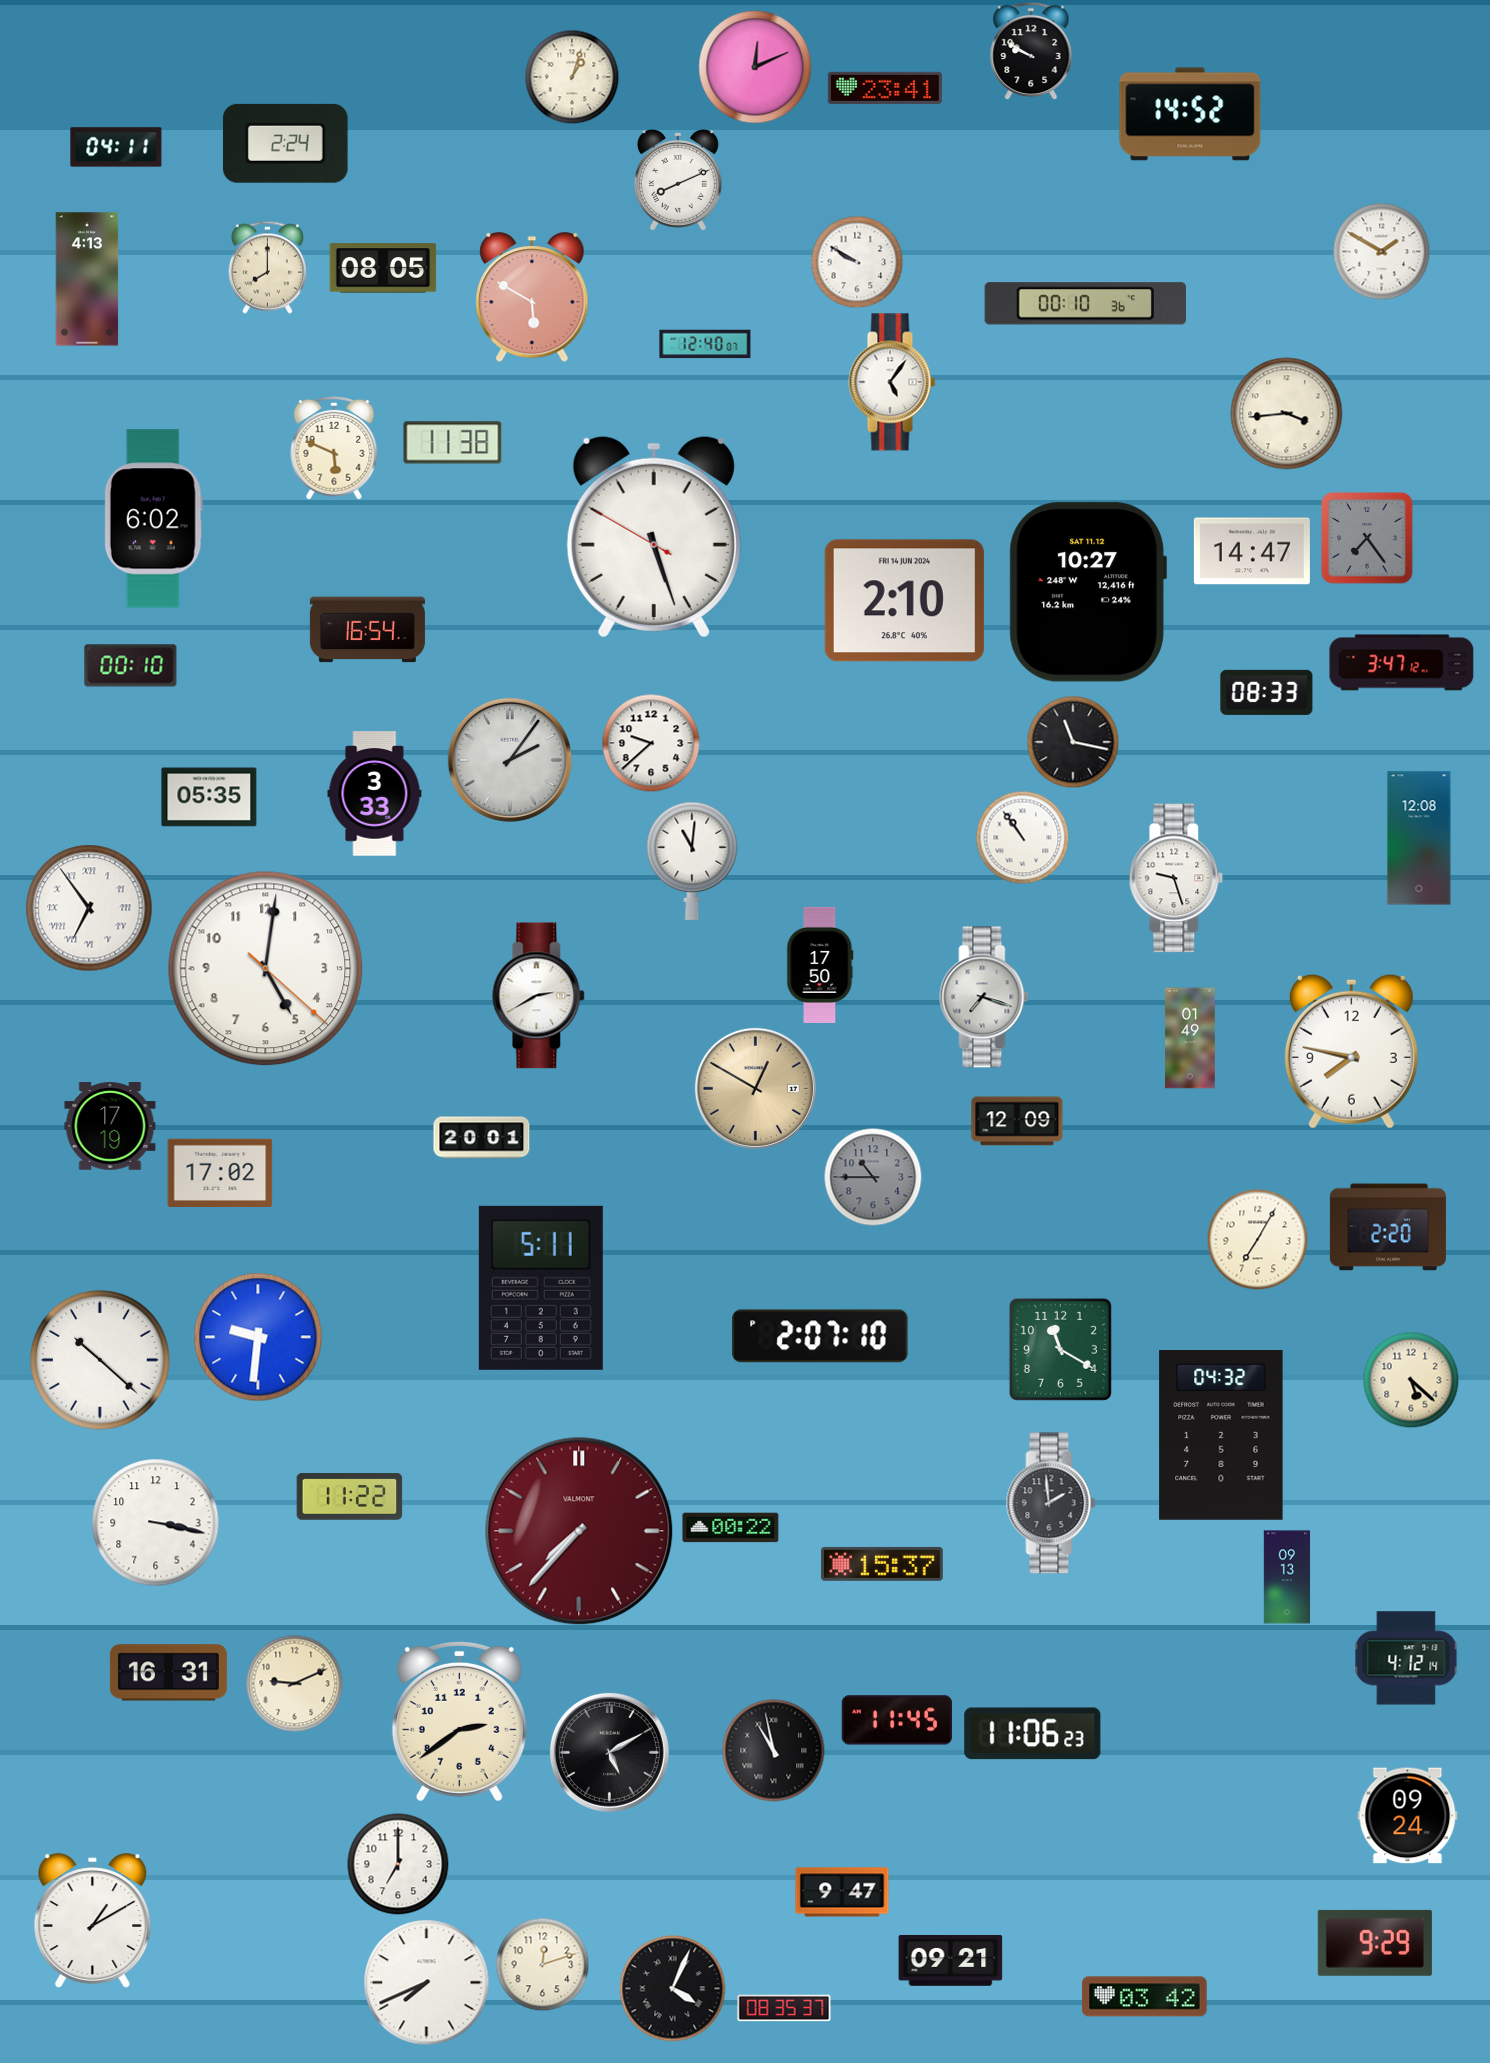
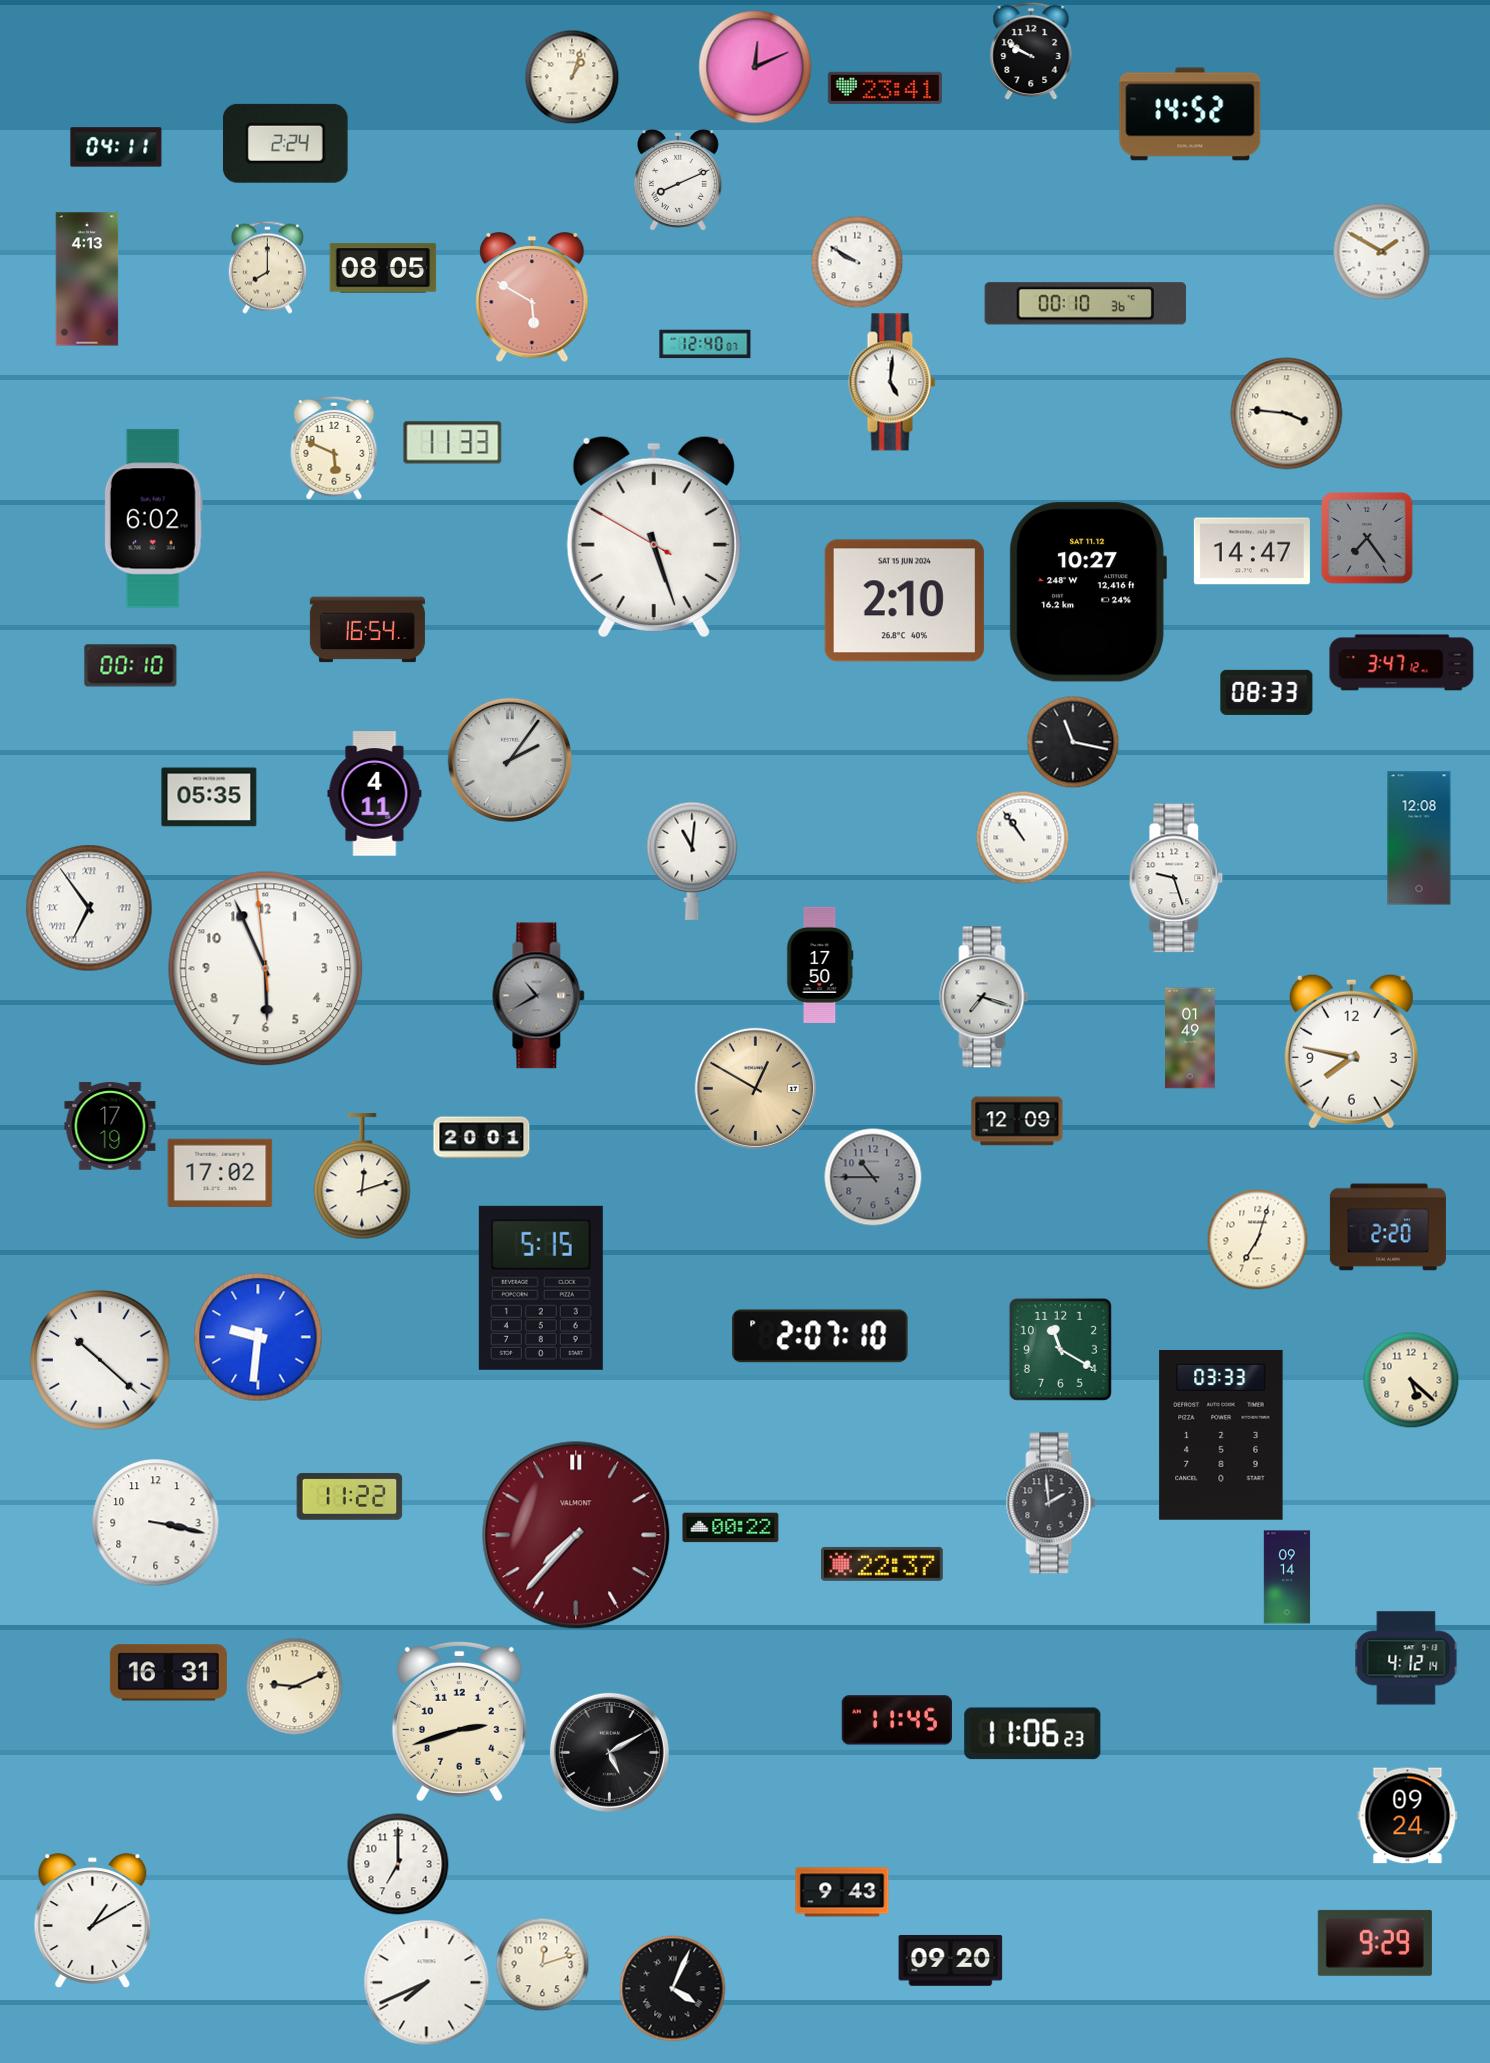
clock at (892, 382): 5:06 -> 5:01
clock at (1287, 414): 3:44 -> 3:46
clock at (453, 443): 11:38 -> 11:33
clock at (904, 601) date: FRI 14 JUN 2024 -> SAT 15 JUN 2024
clock at (651, 743): 9:38 -> none
clock at (375, 794): 3:33 -> 4:11
clock at (266, 969): 5:01 -> 5:55
clock at (539, 996): 2:40 -> 10:40
clock at (539, 996) dial: white -> grey
clock at (362, 1177): none -> 12:12
clock at (1258, 1240): 7:05 -> 7:03
clock at (541, 1288): 5:11 -> 5:15
clock at (1221, 1436): 04:32 -> 03:33
clock at (579, 1531) position: (579, 1531) -> (576, 1535)
clock at (883, 1564): 15:37 -> 22:37
clock at (1287, 1577): 09:13 -> 09:14
clock at (294, 1683) position: (294, 1683) -> (294, 1686)
clock at (459, 1721): 2:39 -> 2:42
clock at (774, 1751): 10:58 -> none
clock at (842, 1892): 9:47 -> 9:43
clock at (951, 1960): 09:21 -> 09:20
clock at (1145, 1997): 03:42 -> none
clock at (784, 2008): 08:35 -> none
